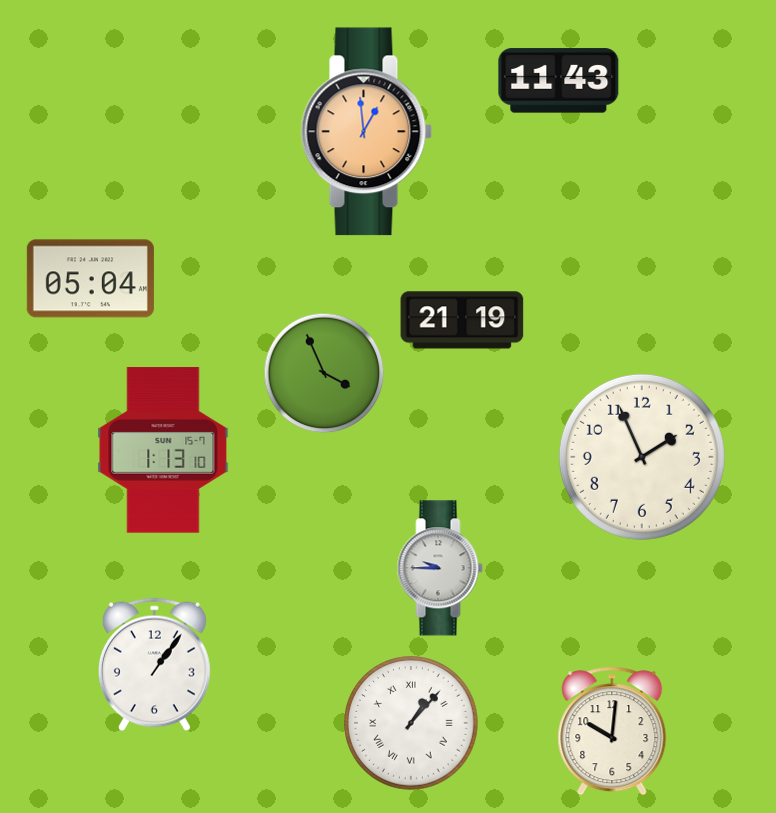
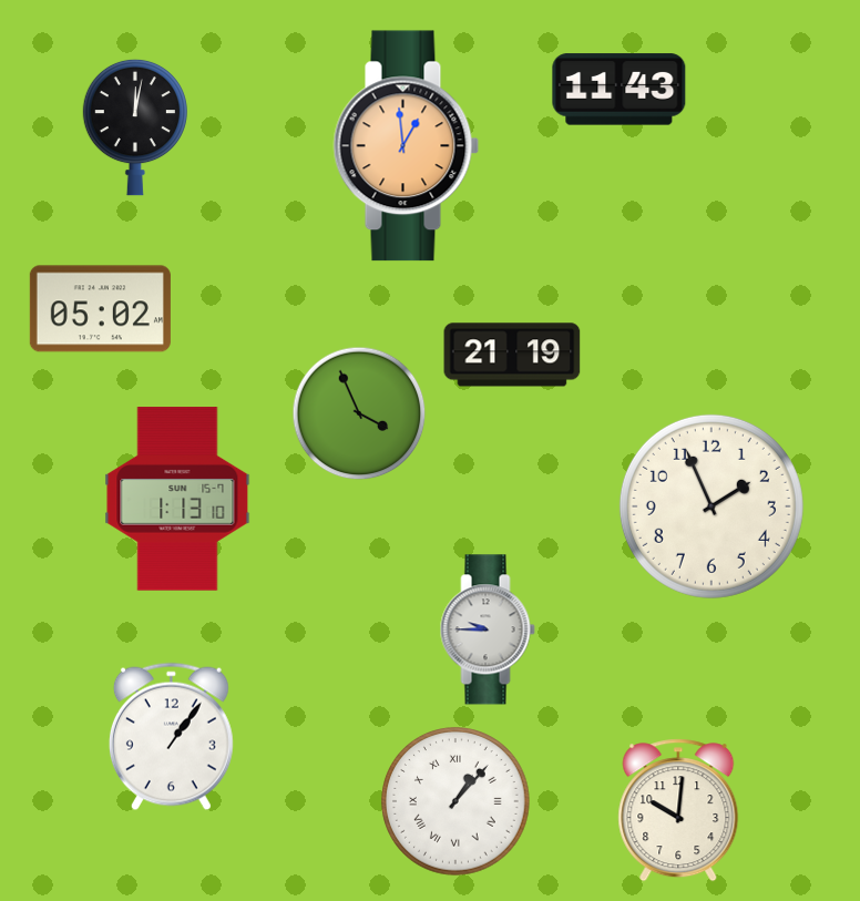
clock at (135, 127): none -> 12:02
clock at (90, 279): 05:04 -> 05:02
clock at (163, 450) position: (163, 450) -> (177, 499)
